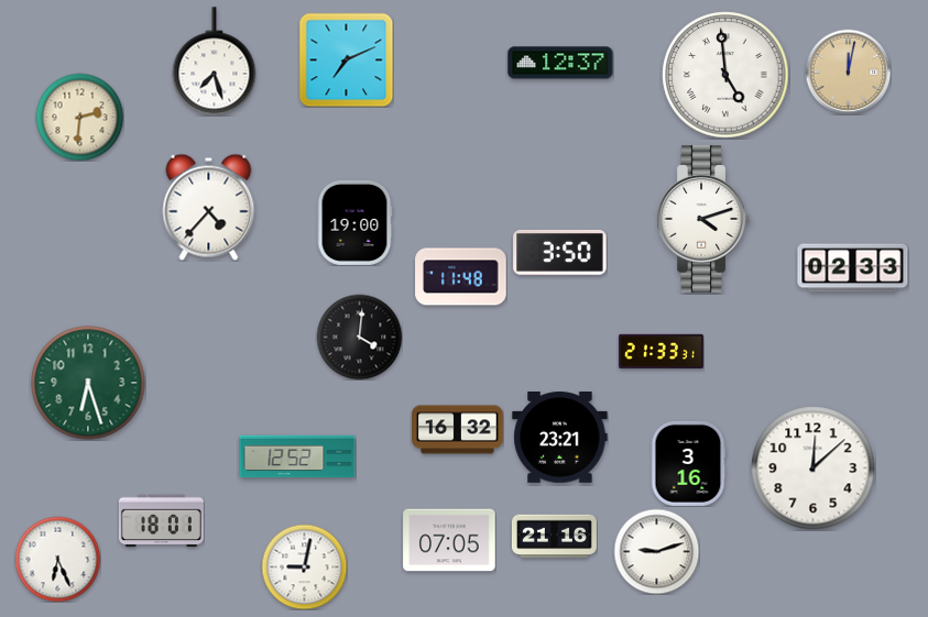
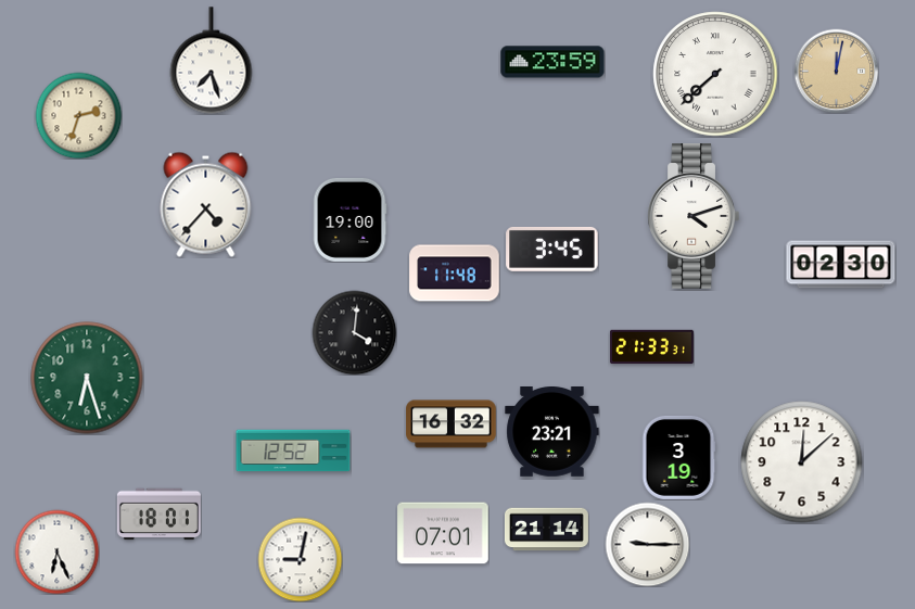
clock at (346, 59): 7:11 -> none
clock at (560, 63): 12:37 -> 23:59
clock at (725, 75): 4:59 -> 7:38
clock at (79, 117): 2:31 -> 2:33
clock at (560, 252): 3:50 -> 3:45
clock at (853, 268): 02:33 -> 02:30
clock at (688, 463): 3:16 -> 3:19
clock at (554, 537): 21:16 -> 21:14
clock at (449, 540): 07:05 -> 07:01
clock at (656, 551): 9:12 -> 9:15
